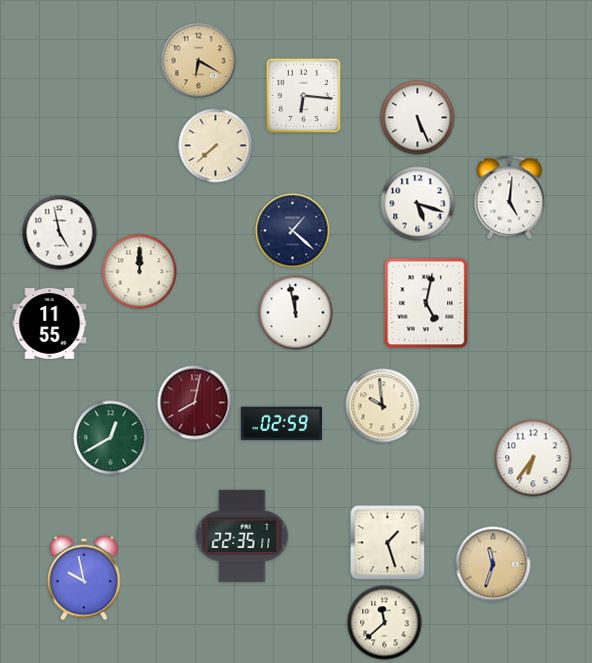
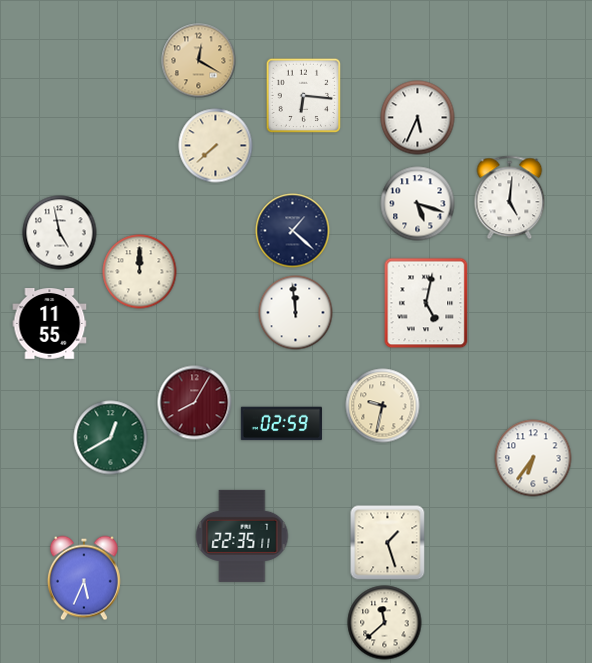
clock at (199, 61): 6:20 -> 12:20
clock at (418, 118): 5:26 -> 5:34
clock at (296, 313): 11:58 -> 11:59
clock at (195, 403): 8:02 -> 8:05
clock at (383, 406): 9:59 -> 9:32
clock at (493, 564): 11:33 -> none
clock at (84, 578): 9:58 -> 5:34
